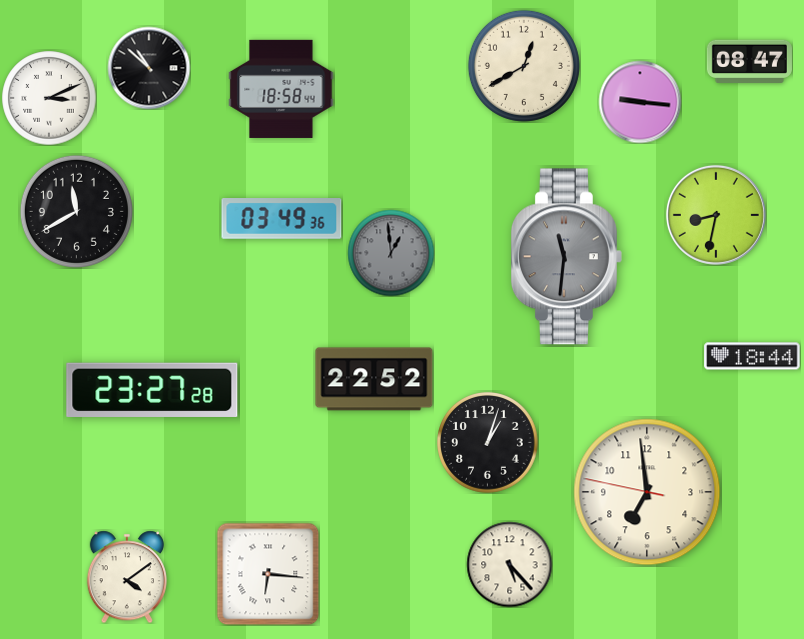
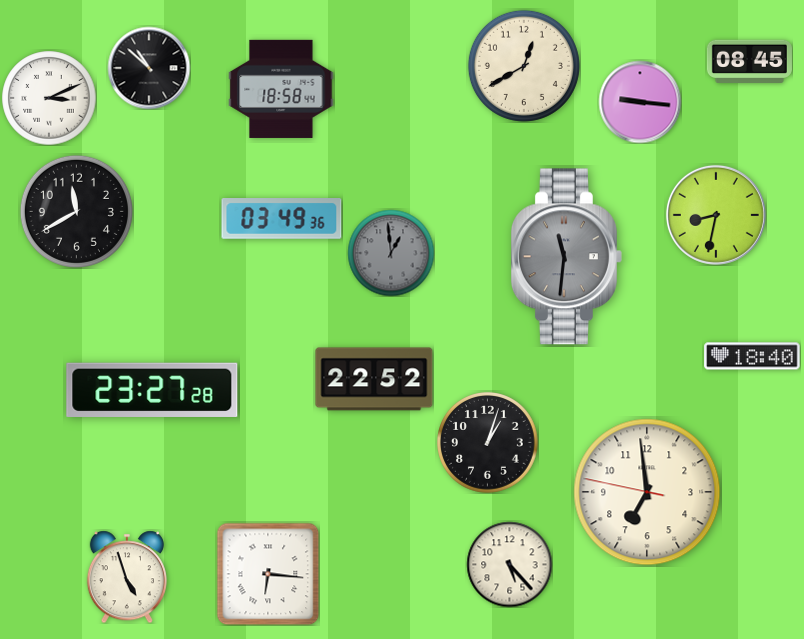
clock at (749, 61): 08:47 -> 08:45
clock at (752, 356): 18:44 -> 18:40
clock at (127, 577): 4:09 -> 4:57
